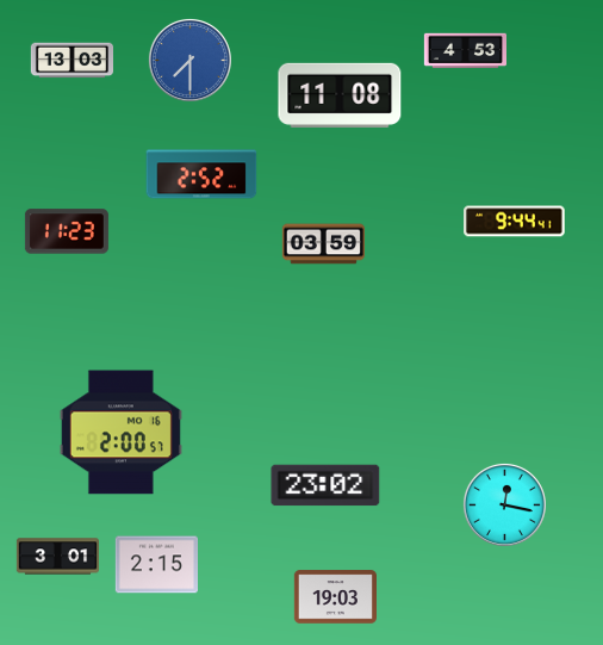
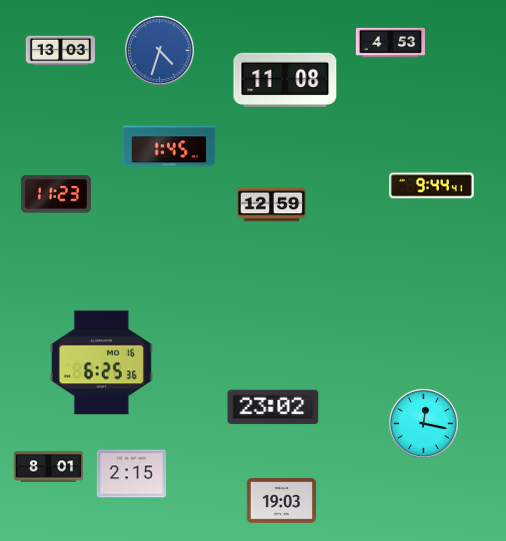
clock at (189, 60): 7:30 -> 4:33
clock at (201, 174): 2:52 -> 1:45
clock at (323, 244): 03:59 -> 12:59
clock at (120, 433): 2:00 -> 6:25
clock at (57, 557): 3:01 -> 8:01
